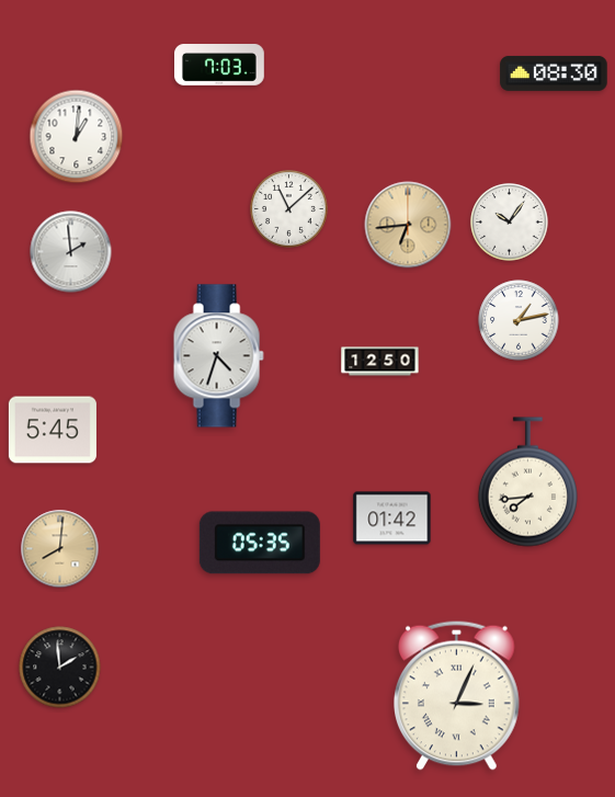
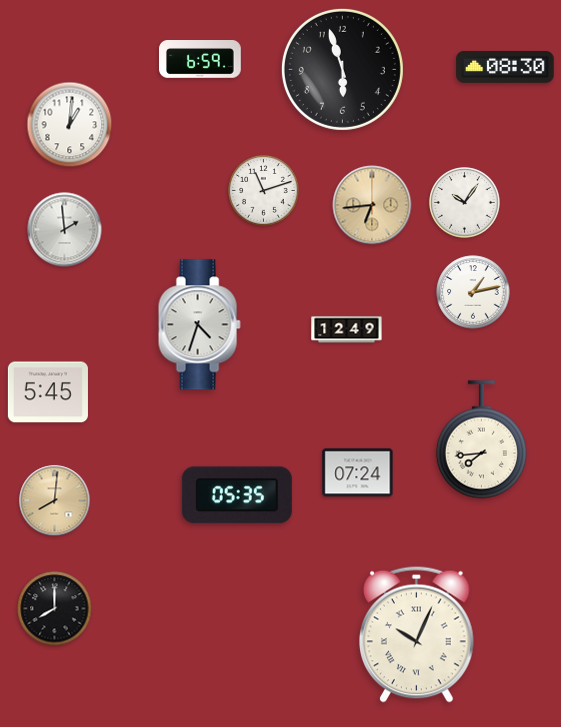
clock at (220, 65): 7:03 -> 6:59
clock at (342, 69): none -> 5:57
clock at (289, 209): 11:08 -> 11:12
clock at (380, 362): 12:50 -> 12:49
clock at (392, 519): 01:42 -> 07:24
clock at (60, 668): 1:59 -> 8:00
clock at (457, 695): 3:04 -> 10:04
